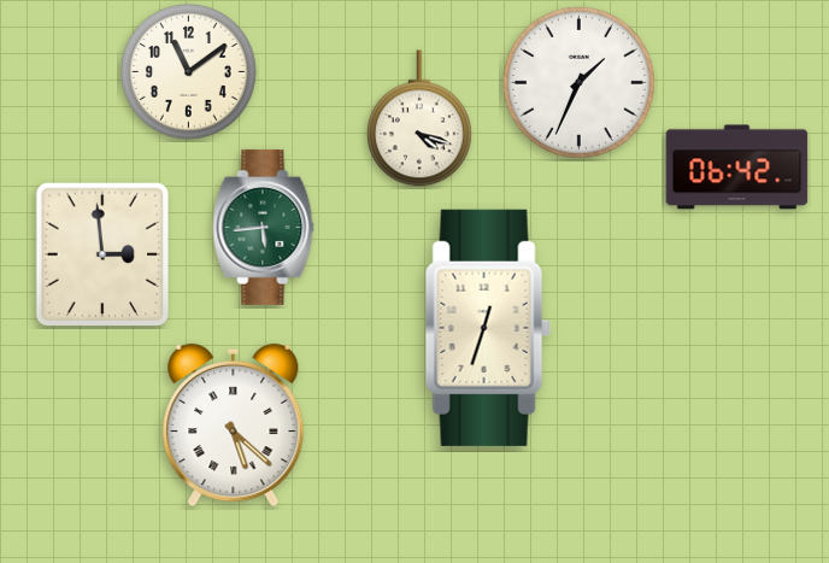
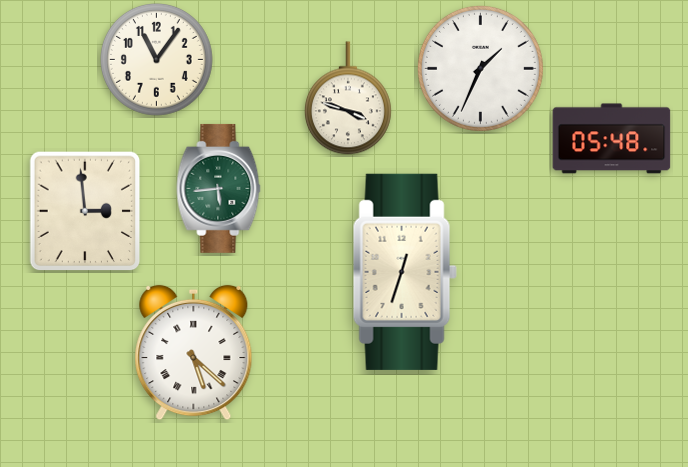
clock at (189, 72): 11:09 -> 11:06
clock at (419, 118): 4:18 -> 3:48
clock at (737, 168): 06:42 -> 05:48
